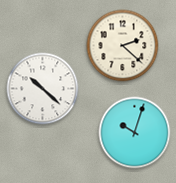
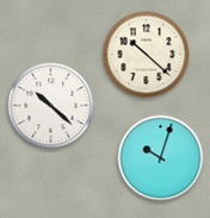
clock at (123, 46): 2:22 -> 10:22
